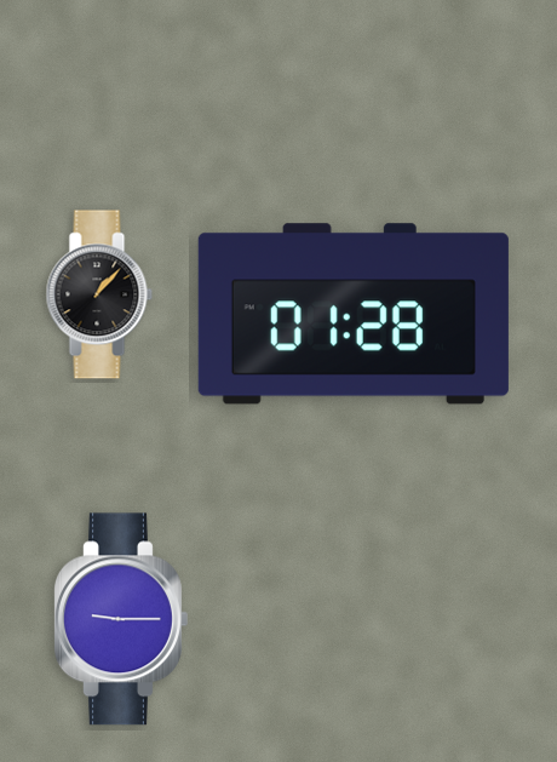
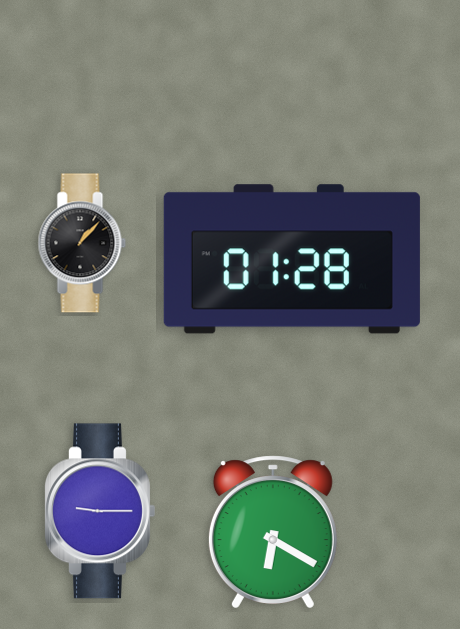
clock at (273, 532): none -> 6:20
